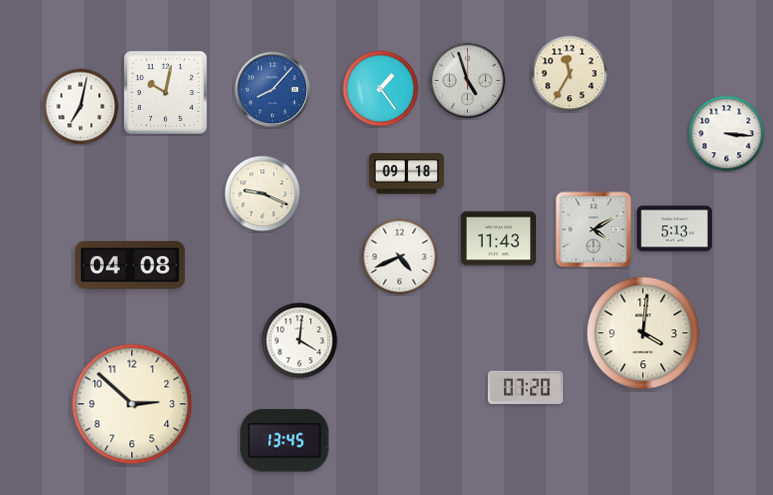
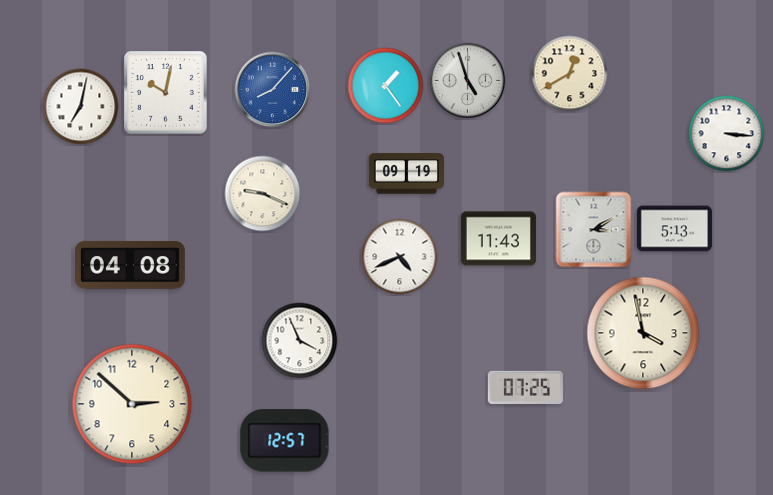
clock at (570, 74): 11:35 -> 12:40
clock at (381, 89) position: (381, 89) -> (386, 86)
clock at (406, 174): 09:18 -> 09:19
clock at (594, 230): 4:10 -> 3:10
clock at (643, 333): 4:01 -> 3:58
clock at (300, 341): 4:01 -> 3:56
clock at (525, 387): 07:20 -> 07:25
clock at (285, 441): 13:45 -> 12:57
